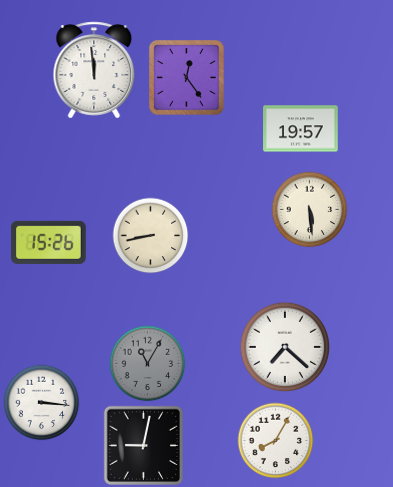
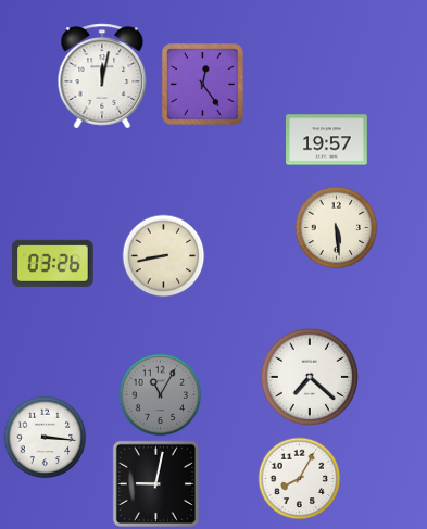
clock at (94, 70): 11:59 -> 12:02
clock at (49, 242): 15:26 -> 03:26
